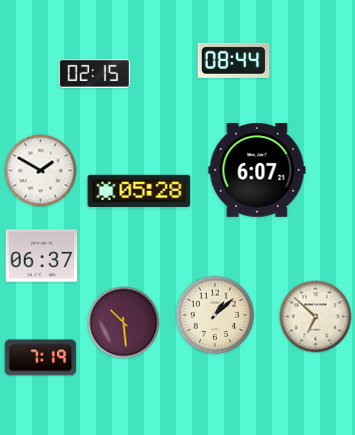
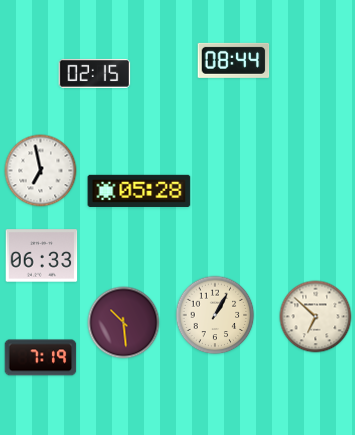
clock at (41, 171): 1:50 -> 6:58
clock at (257, 171): 6:07 -> none
clock at (42, 256): 06:37 -> 06:33
clock at (215, 315): 1:08 -> 1:05
